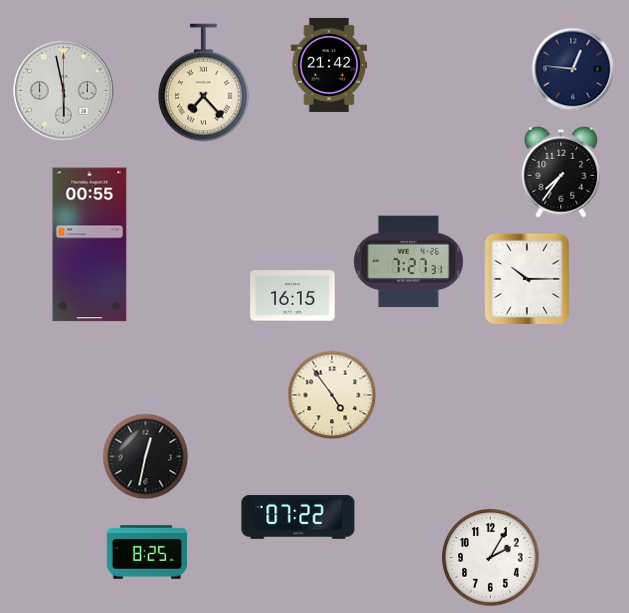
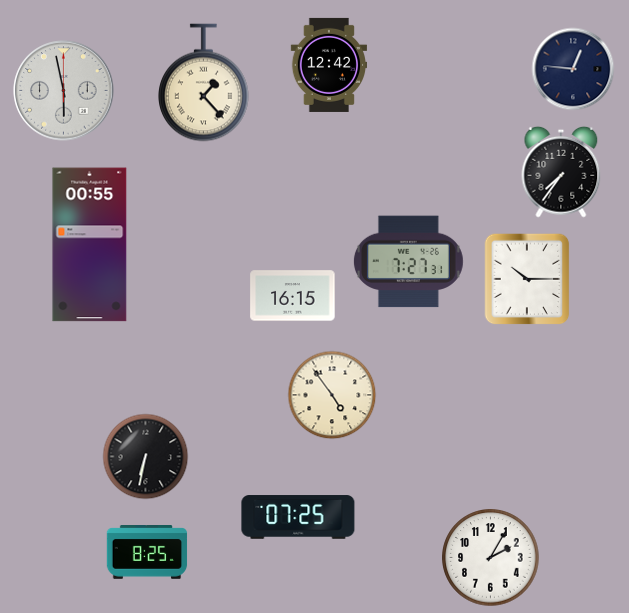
clock at (329, 65): 21:42 -> 12:42
clock at (204, 83): 7:23 -> 1:23
clock at (146, 457): 12:32 -> 6:32
clock at (298, 517): 07:22 -> 07:25
